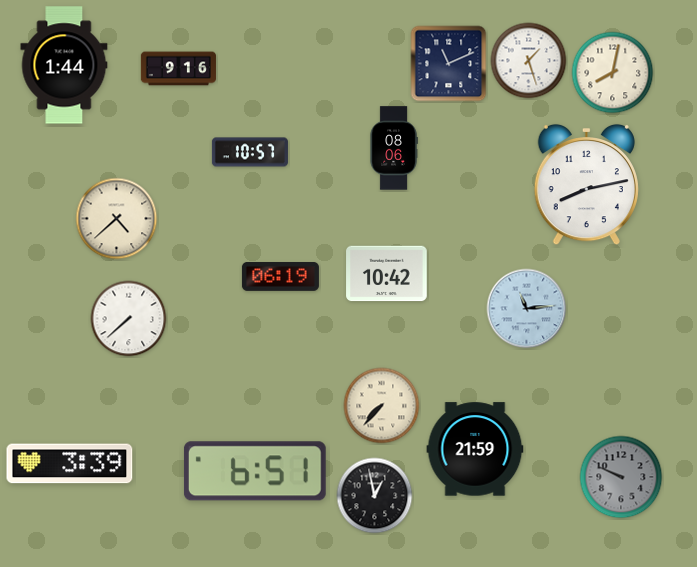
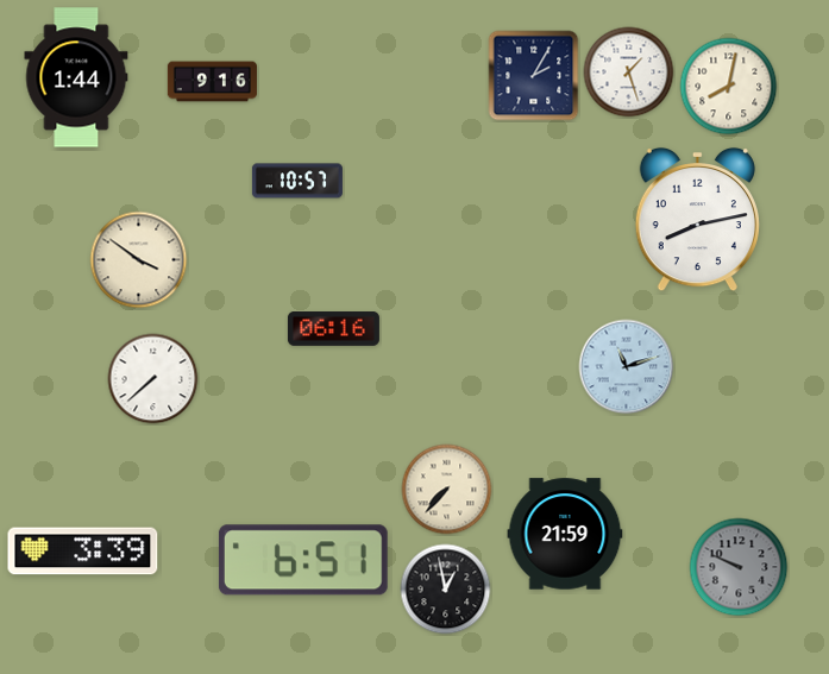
clock at (449, 64): 11:11 -> 2:05
clock at (394, 148): 08:06 -> none
clock at (117, 219): 4:38 -> 3:51
clock at (387, 274): 10:42 -> none
clock at (280, 277): 06:19 -> 06:16
clock at (527, 309): 11:14 -> 11:12
clock at (382, 406) position: (382, 406) -> (447, 490)
